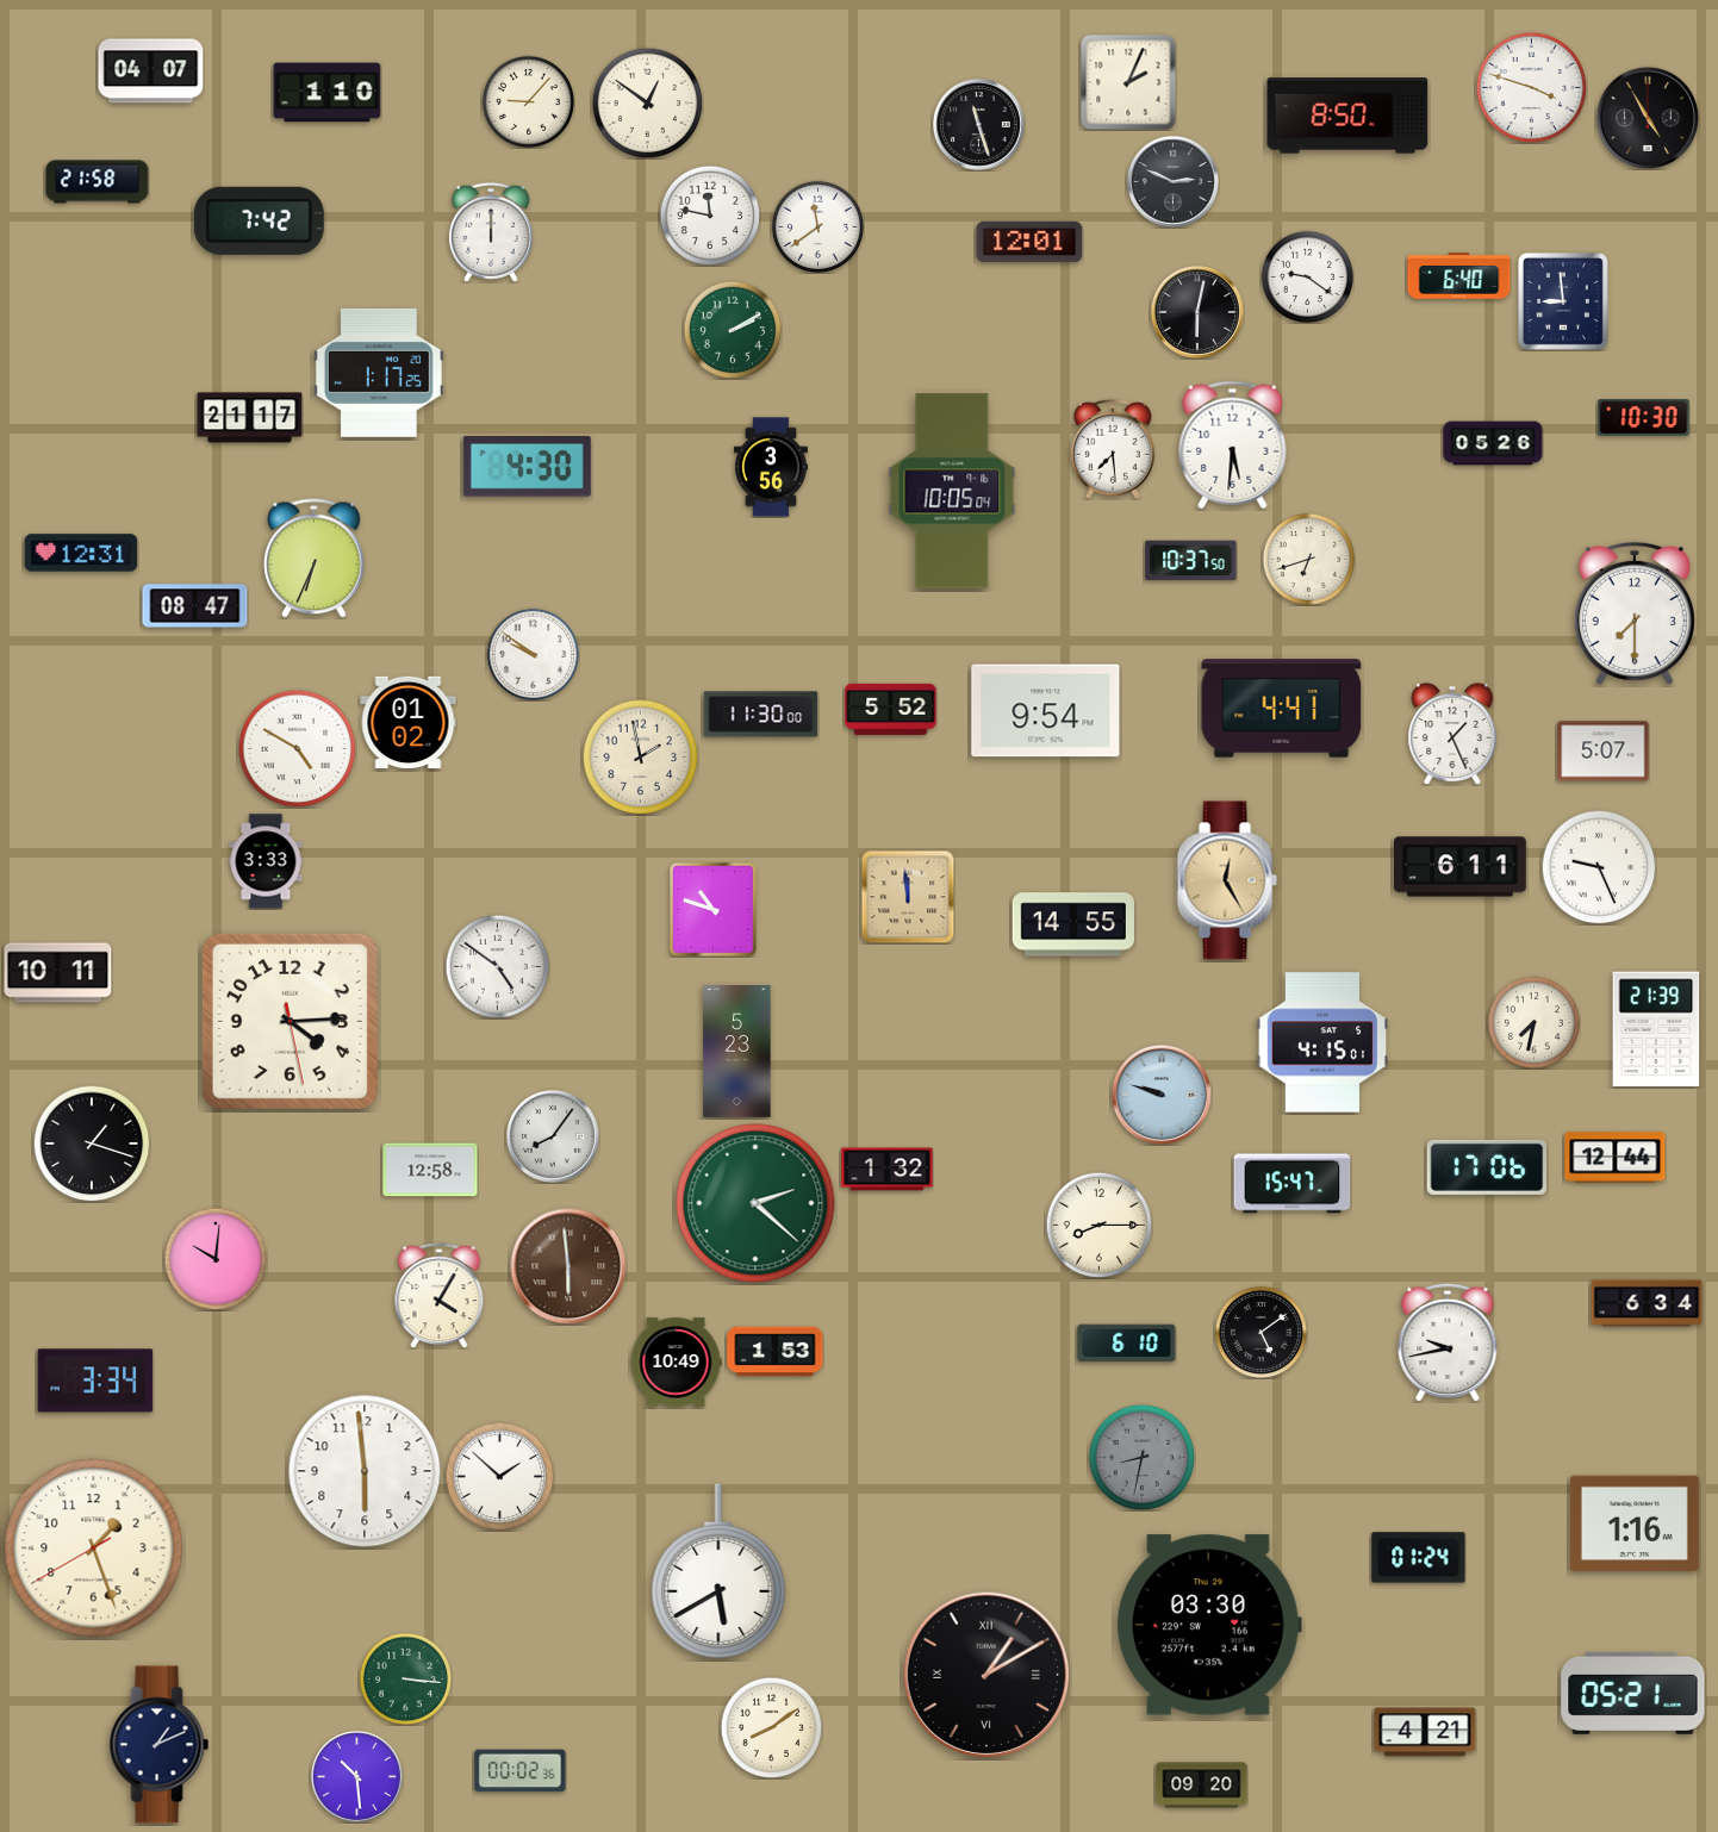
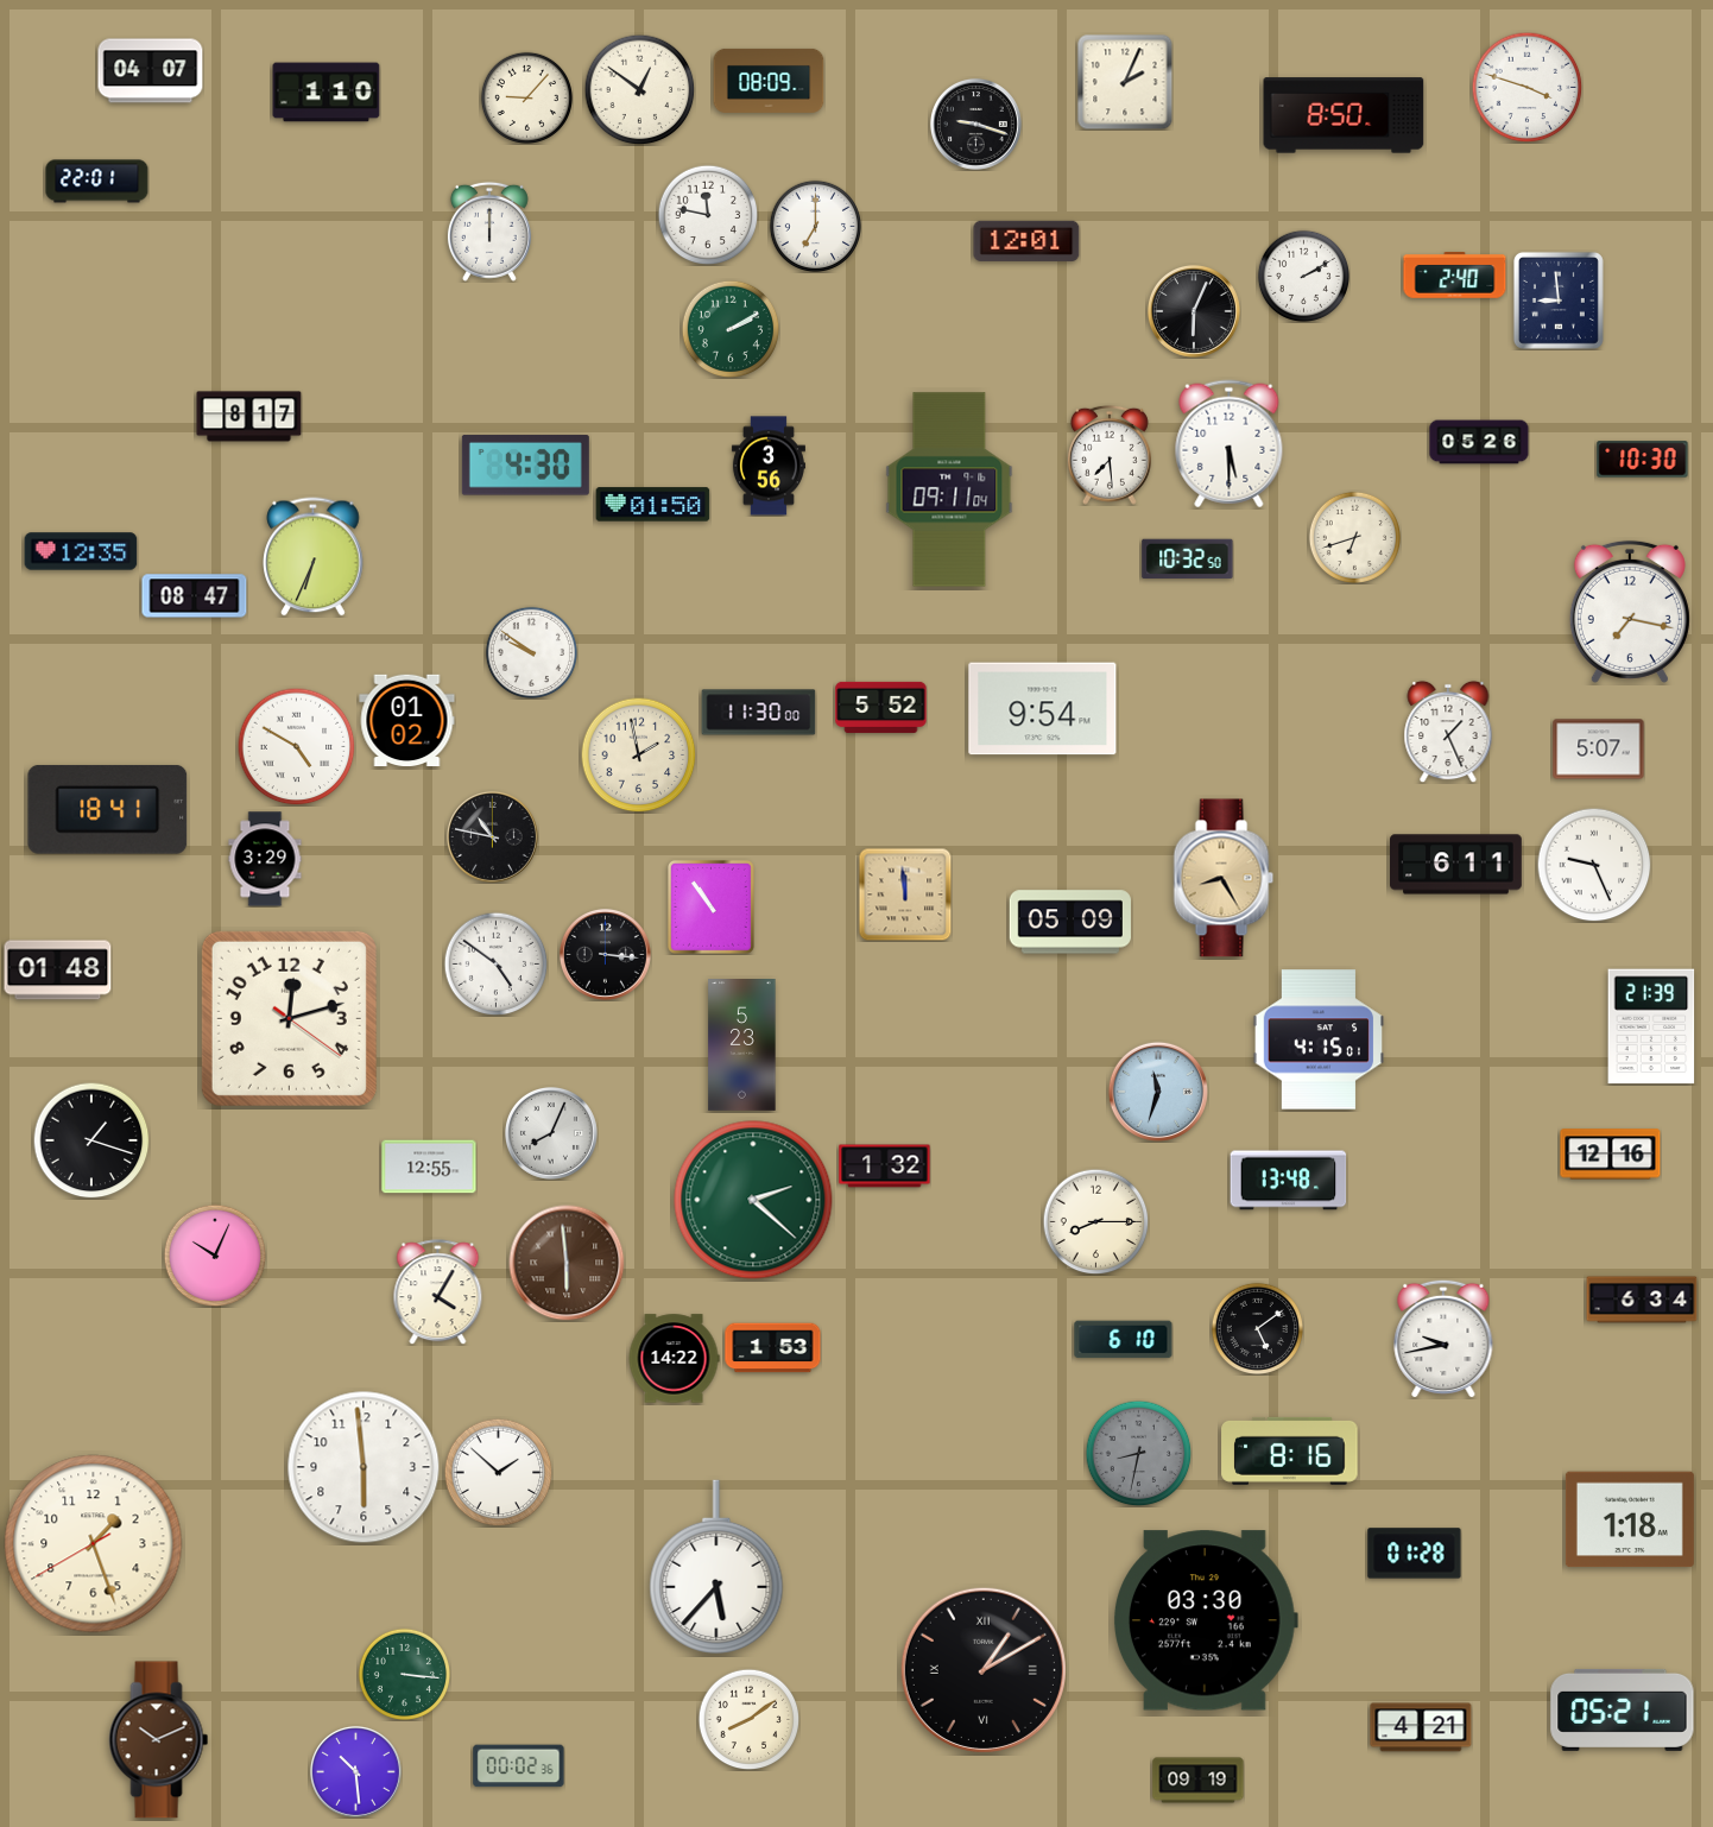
clock at (769, 81): none -> 08:09
clock at (528, 101) position: (528, 101) -> (526, 97)
clock at (647, 102) position: (647, 102) -> (639, 89)
clock at (1647, 117): 4:55 -> none
clock at (978, 124): 11:27 -> 9:18
clock at (1172, 181): 2:49 -> none
clock at (98, 182): 21:58 -> 22:01
clock at (259, 220): 7:42 -> none
clock at (817, 226): 11:39 -> 7:00
clock at (1307, 276): 9:21 -> 2:10
clock at (1459, 276): 6:40 -> 2:40
clock at (1197, 312): 6:02 -> 6:04
clock at (379, 373): 1:17 -> none
clock at (250, 418): 21:17 -> 8:17
clock at (1644, 418) position: (1644, 418) -> (1643, 460)
clock at (1493, 443) position: (1493, 443) -> (1479, 442)
clock at (1233, 445): 5:31 -> 5:30
clock at (1113, 449) position: (1113, 449) -> (1110, 455)
clock at (952, 491): 10:05 -> 09:11
clock at (653, 505): none -> 01:50
clock at (81, 553): 12:31 -> 12:35
clock at (1308, 559) position: (1308, 559) -> (1354, 537)
clock at (1191, 561): 10:37 -> 10:32
clock at (195, 606) position: (195, 606) -> (195, 596)
clock at (1635, 613): 7:30 -> 7:17
clock at (891, 709) position: (891, 709) -> (881, 707)
clock at (1282, 709): 4:41 -> none
clock at (108, 809): none -> 18:41
clock at (492, 836): none -> 10:47
clock at (266, 861): 3:33 -> 3:29
clock at (1227, 880): 12:25 -> 8:25
clock at (712, 909): 10:48 -> 10:54
clock at (1073, 924): 14:55 -> 05:09
clock at (605, 954): none -> 3:16
clock at (58, 973): 10:11 -> 01:48
clock at (290, 1021): 4:14 -> 12:12
clock at (1533, 1022): 7:32 -> none
clock at (737, 1052) position: (737, 1052) -> (742, 1045)
clock at (1162, 1095): 9:48 -> 11:33
clock at (553, 1136): 8:06 -> 8:04
clock at (1616, 1158): 12:44 -> 12:16
clock at (1487, 1167): 17:06 -> none
clock at (430, 1170): 12:58 -> 12:55
clock at (1293, 1184): 15:47 -> 13:48
clock at (216, 1259): 10:01 -> 10:04
clock at (676, 1363): 10:49 -> 14:22
clock at (95, 1381): 3:34 -> none
clock at (1290, 1450): none -> 8:16
clock at (1635, 1523): 1:16 -> 1:18
clock at (1419, 1558): 01:24 -> 01:28
clock at (718, 1570): 5:40 -> 5:37
clock at (1633, 1693) position: (1633, 1693) -> (1623, 1709)
clock at (771, 1727) position: (771, 1727) -> (748, 1719)
clock at (160, 1745): 1:11 -> 10:11
clock at (160, 1745) dial: navy -> brown
clock at (1202, 1786): 09:20 -> 09:19
